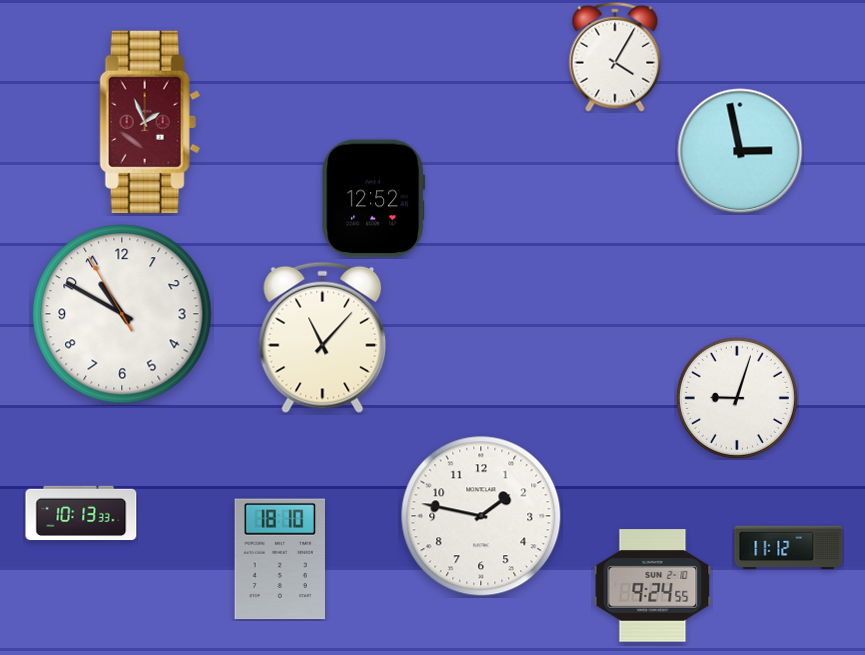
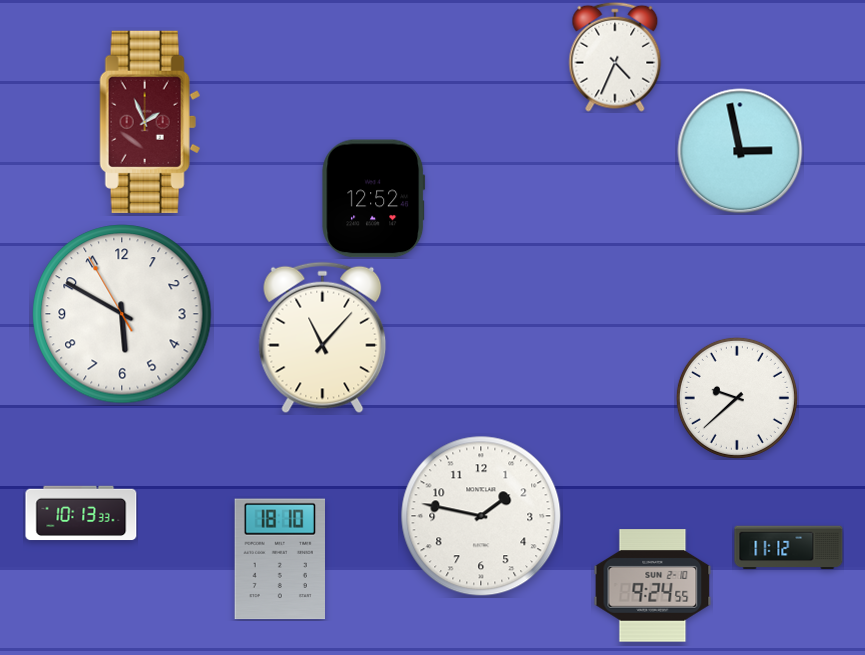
clock at (615, 57): 4:05 -> 4:34
clock at (122, 314): 10:49 -> 5:49
clock at (737, 398): 9:03 -> 9:38
